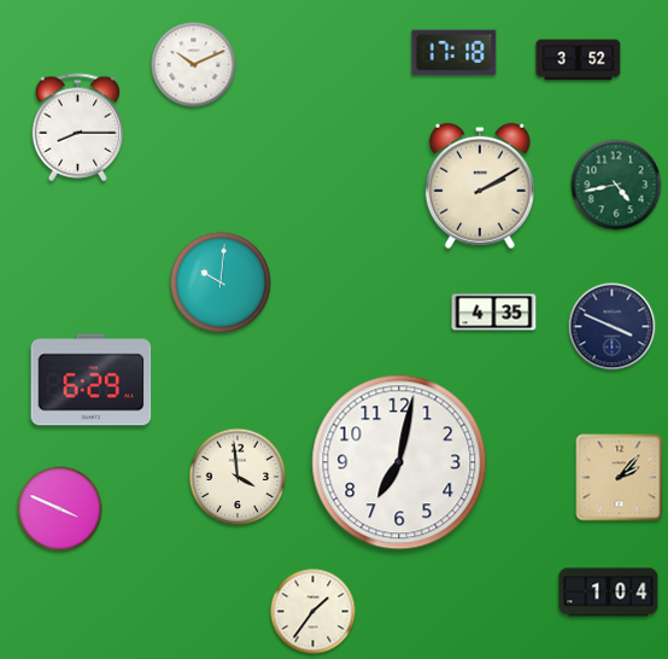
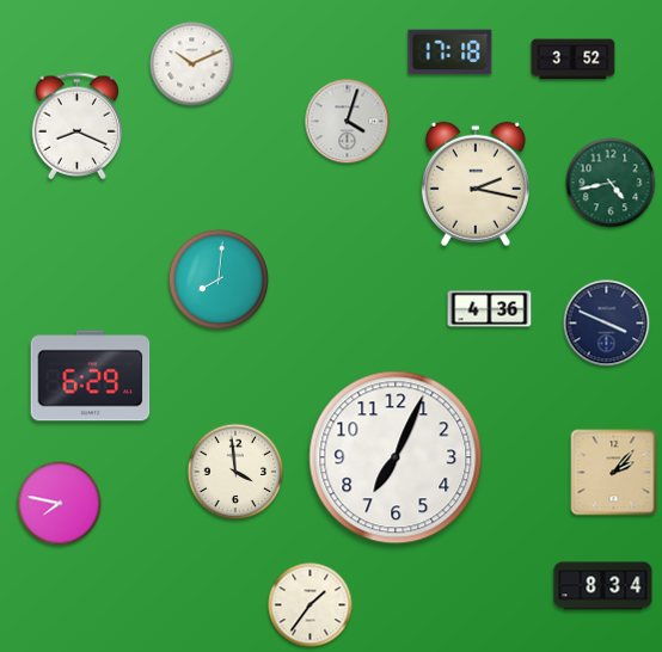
clock at (348, 122): none -> 4:03
clock at (77, 128): 8:15 -> 8:19
clock at (480, 186): 2:10 -> 2:17
clock at (221, 282): 10:01 -> 8:01
clock at (494, 313): 4:35 -> 4:36
clock at (399, 462): 7:02 -> 7:04
clock at (60, 509): 3:49 -> 7:47
clock at (609, 593): 1:04 -> 8:34
